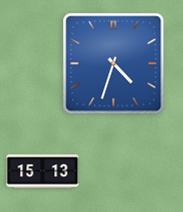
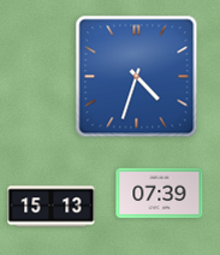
clock at (160, 194): none -> 07:39
